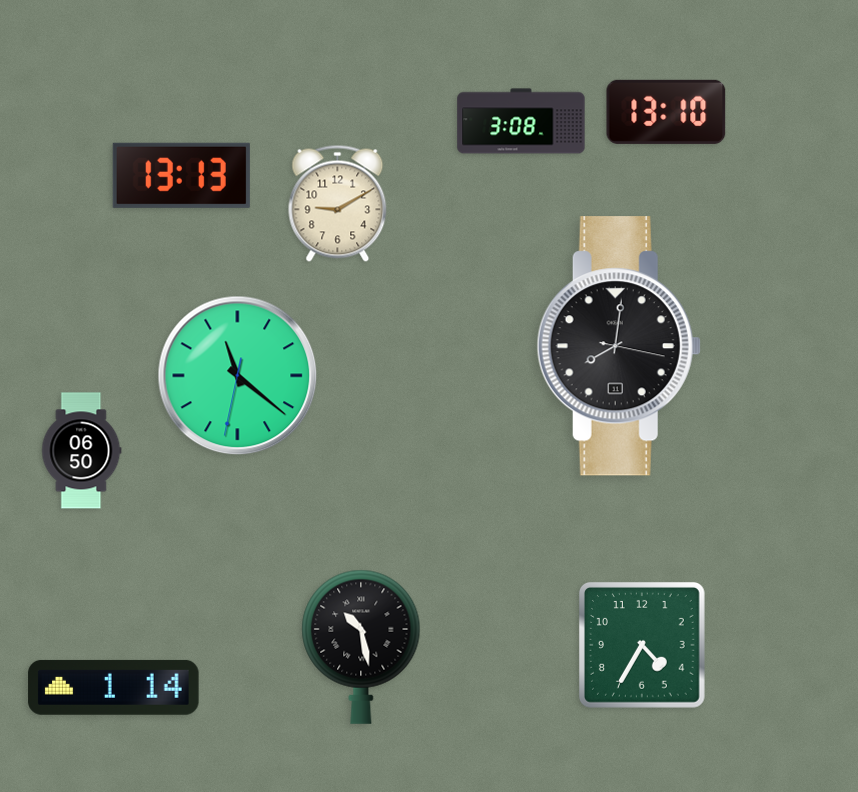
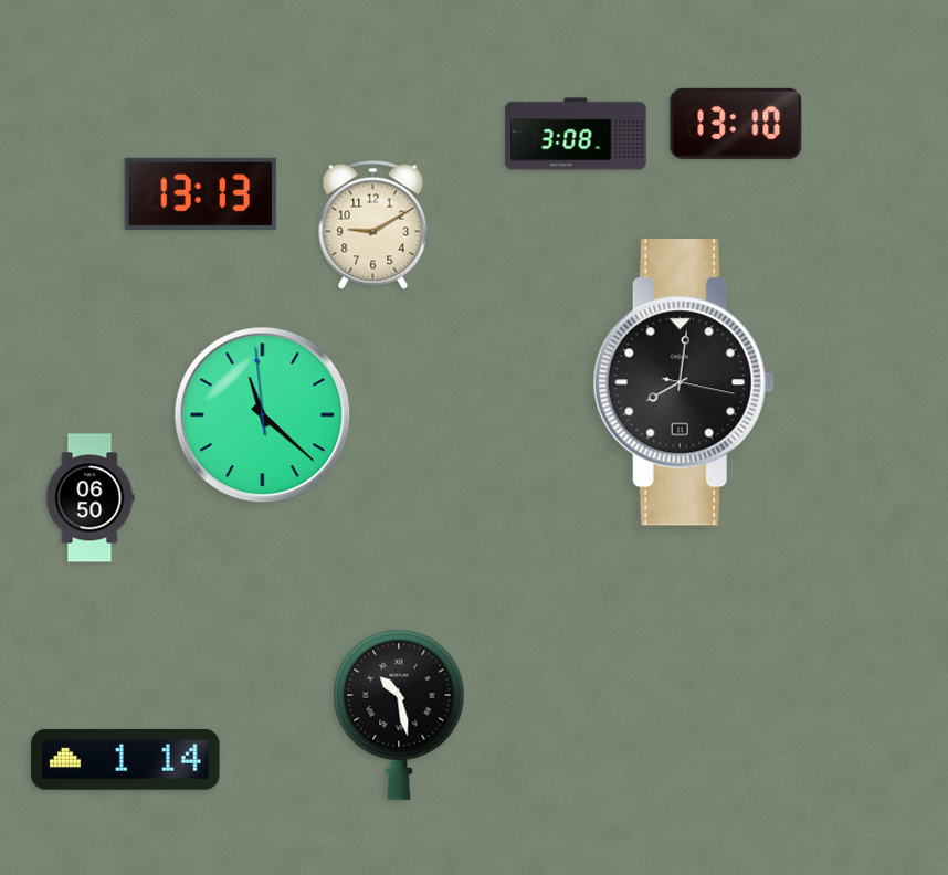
clock at (238, 376): 11:21:32 -> 11:21:59
clock at (642, 645): 4:35 -> none
